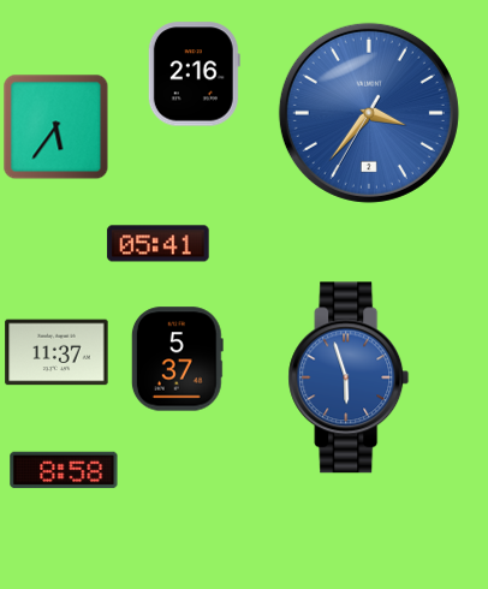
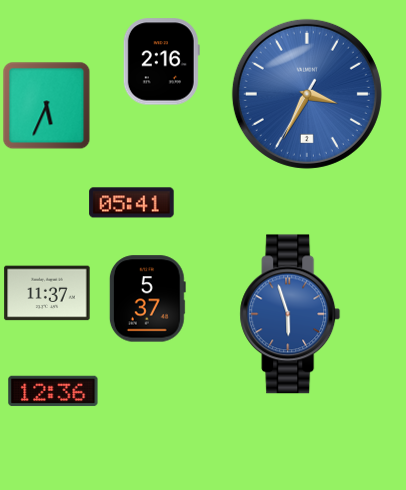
clock at (369, 113): 3:36 -> 3:34
clock at (56, 127): 5:36 -> 5:34
clock at (64, 470): 8:58 -> 12:36
